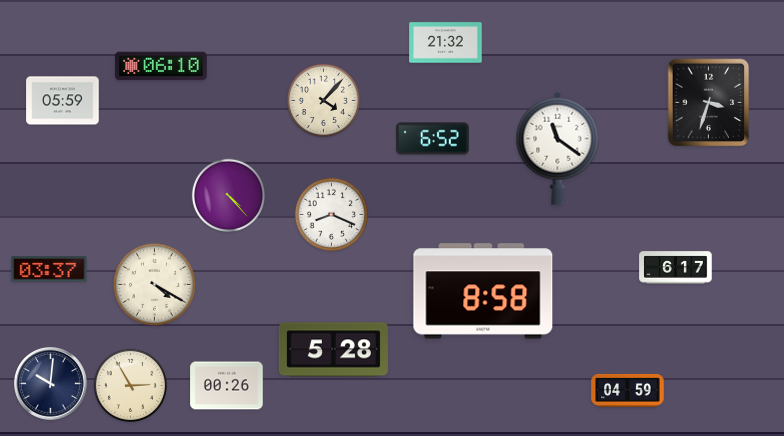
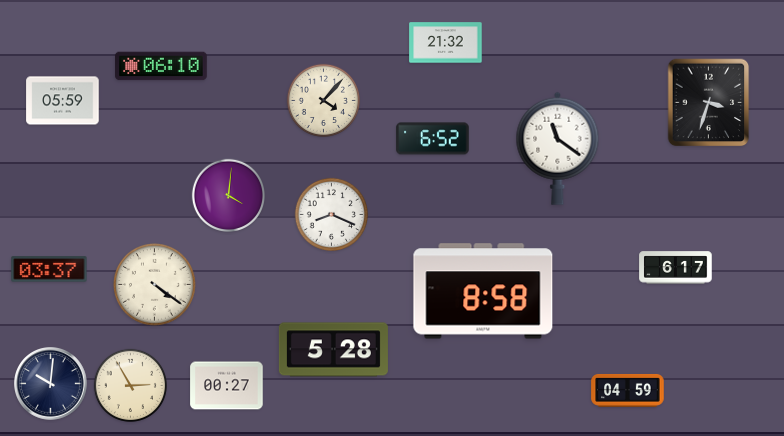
clock at (228, 195): 4:23 -> 4:01
clock at (155, 285): 4:20 -> 4:21
clock at (227, 386): 00:26 -> 00:27
